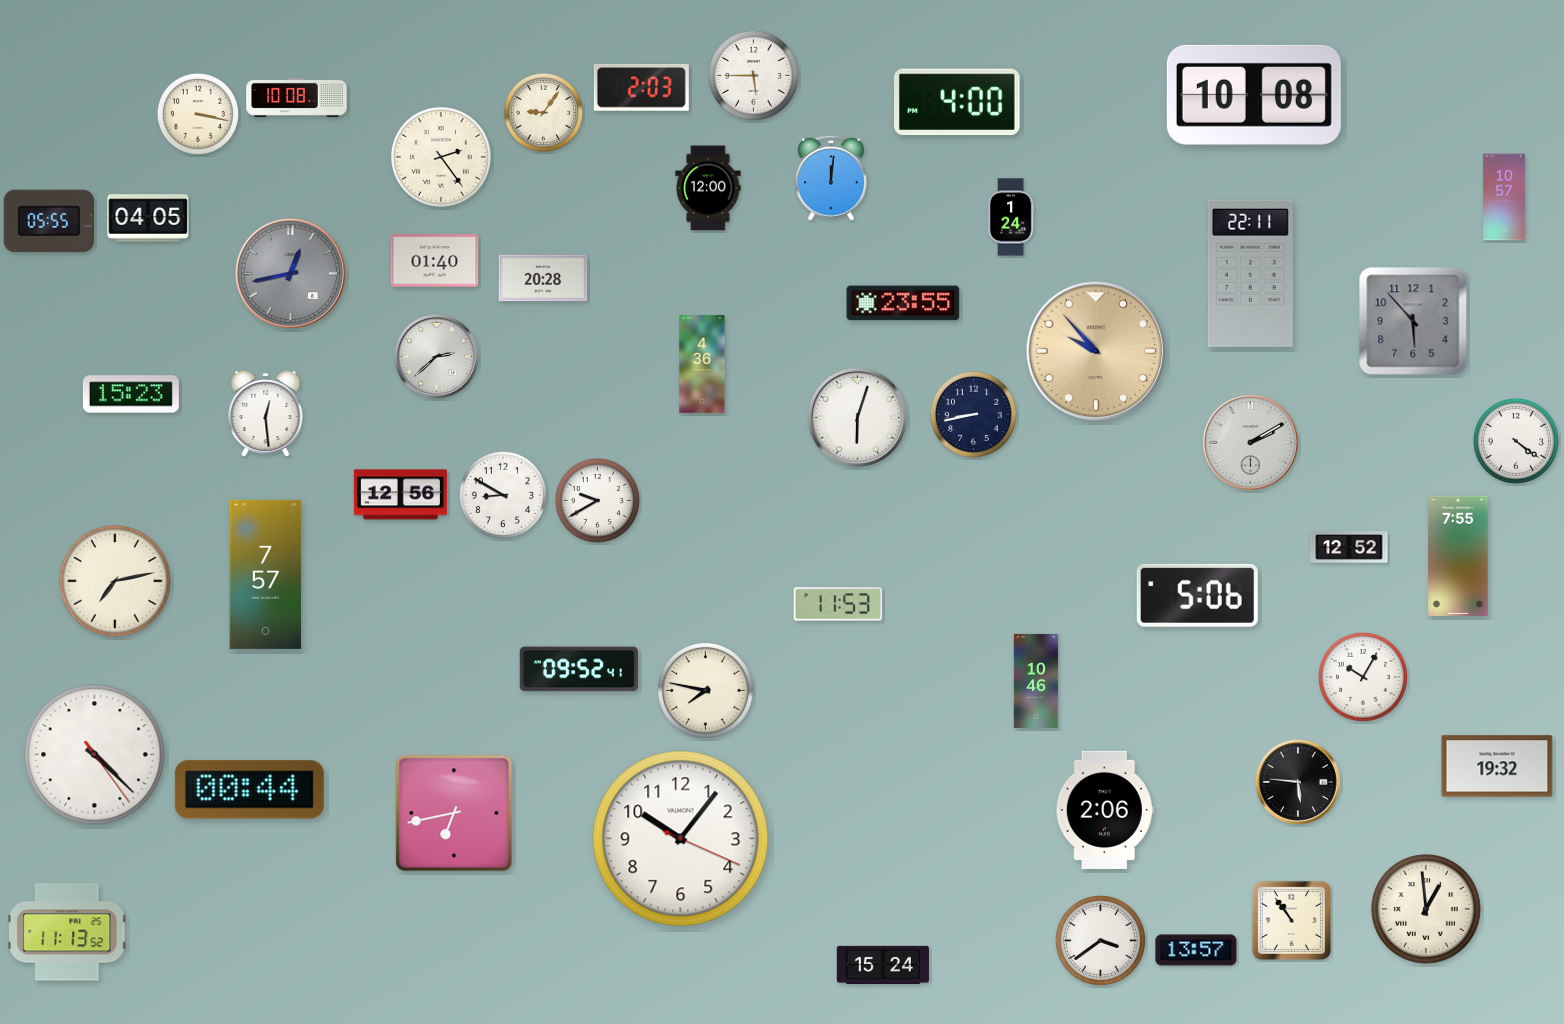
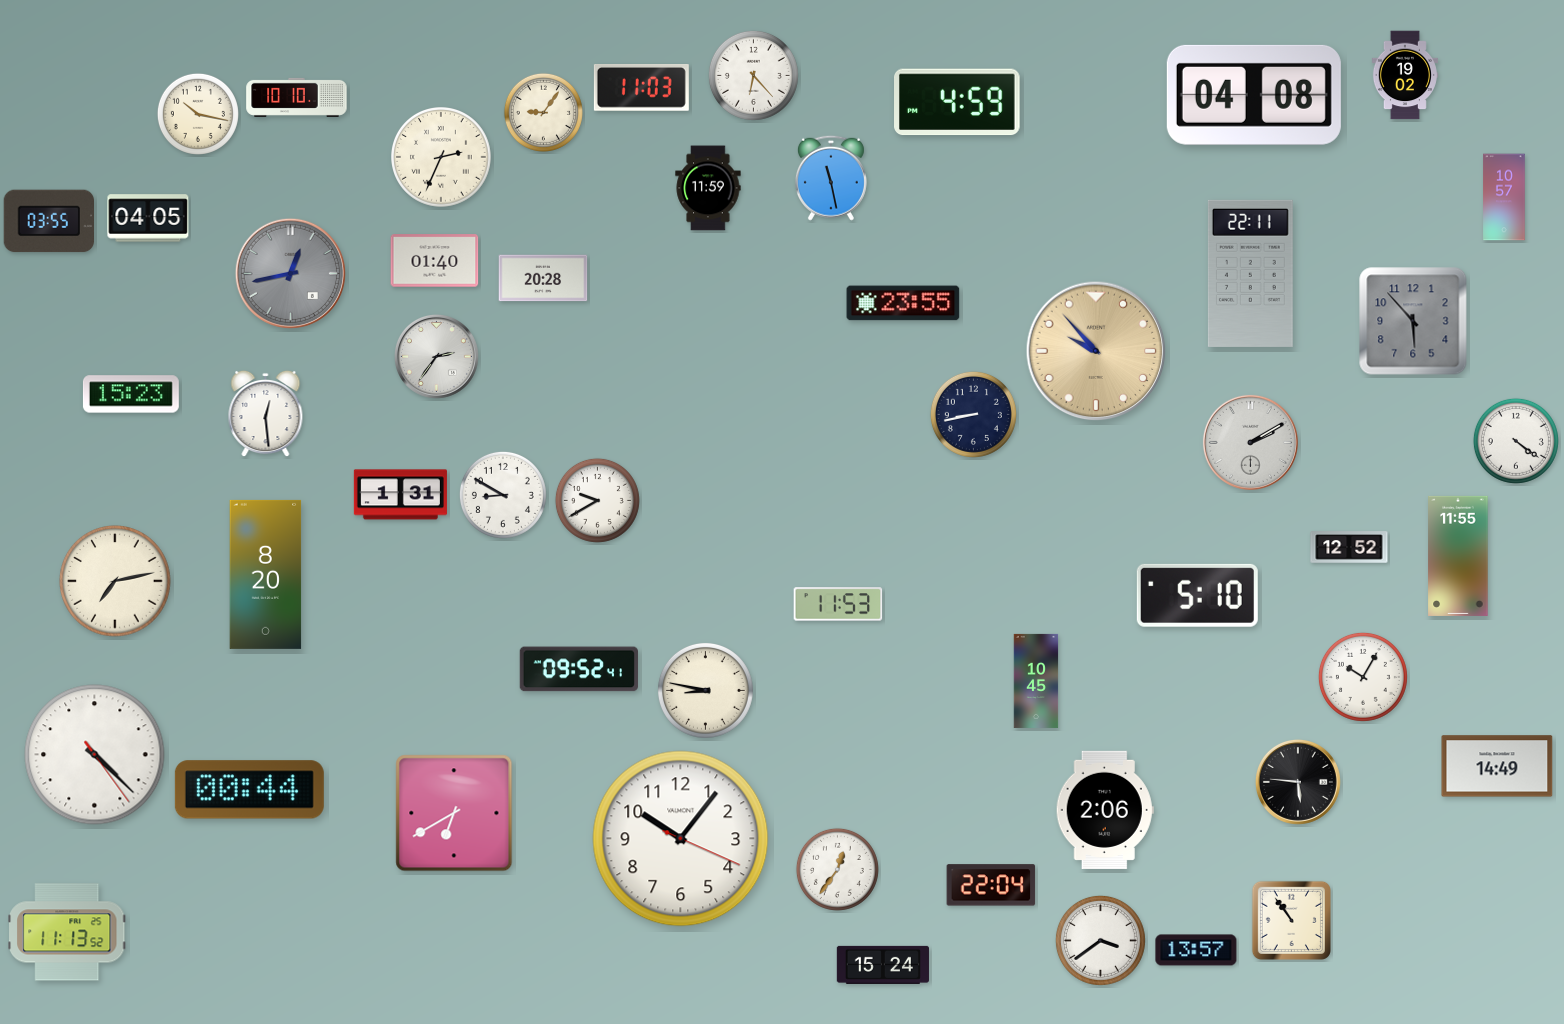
clock at (753, 75): 5:45 -> 6:23
clock at (1405, 75): none -> 19:02
clock at (641, 88): 2:03 -> 11:03
clock at (1254, 95): 10:08 -> 04:08
clock at (297, 97): 10:08 -> 10:10
clock at (958, 102): 4:00 -> 4:59
clock at (198, 114): 3:17 -> 10:17
clock at (442, 158): 2:24 -> 2:34
clock at (831, 178): 12:01 -> 11:28
clock at (708, 188): 12:00 -> 11:59
clock at (1011, 217): 1:24 -> none
clock at (48, 221): 05:55 -> 03:55
clock at (436, 356): 2:38 -> 2:36
clock at (702, 364): 4:36 -> none
clock at (857, 417): 6:03 -> none
clock at (400, 495): 12:56 -> 1:31
clock at (1458, 556): 7:55 -> 11:55
clock at (266, 574): 7:57 -> 8:20
clock at (1197, 595): 5:06 -> 5:10
clock at (1036, 681): 10:46 -> 10:45
clock at (705, 690): 7:47 -> 8:47
clock at (1497, 766): 19:32 -> 14:49
clock at (454, 813): 6:43 -> 6:40
clock at (837, 869): none -> 12:36
clock at (991, 885): none -> 22:04
clock at (1426, 909): 12:59 -> none
